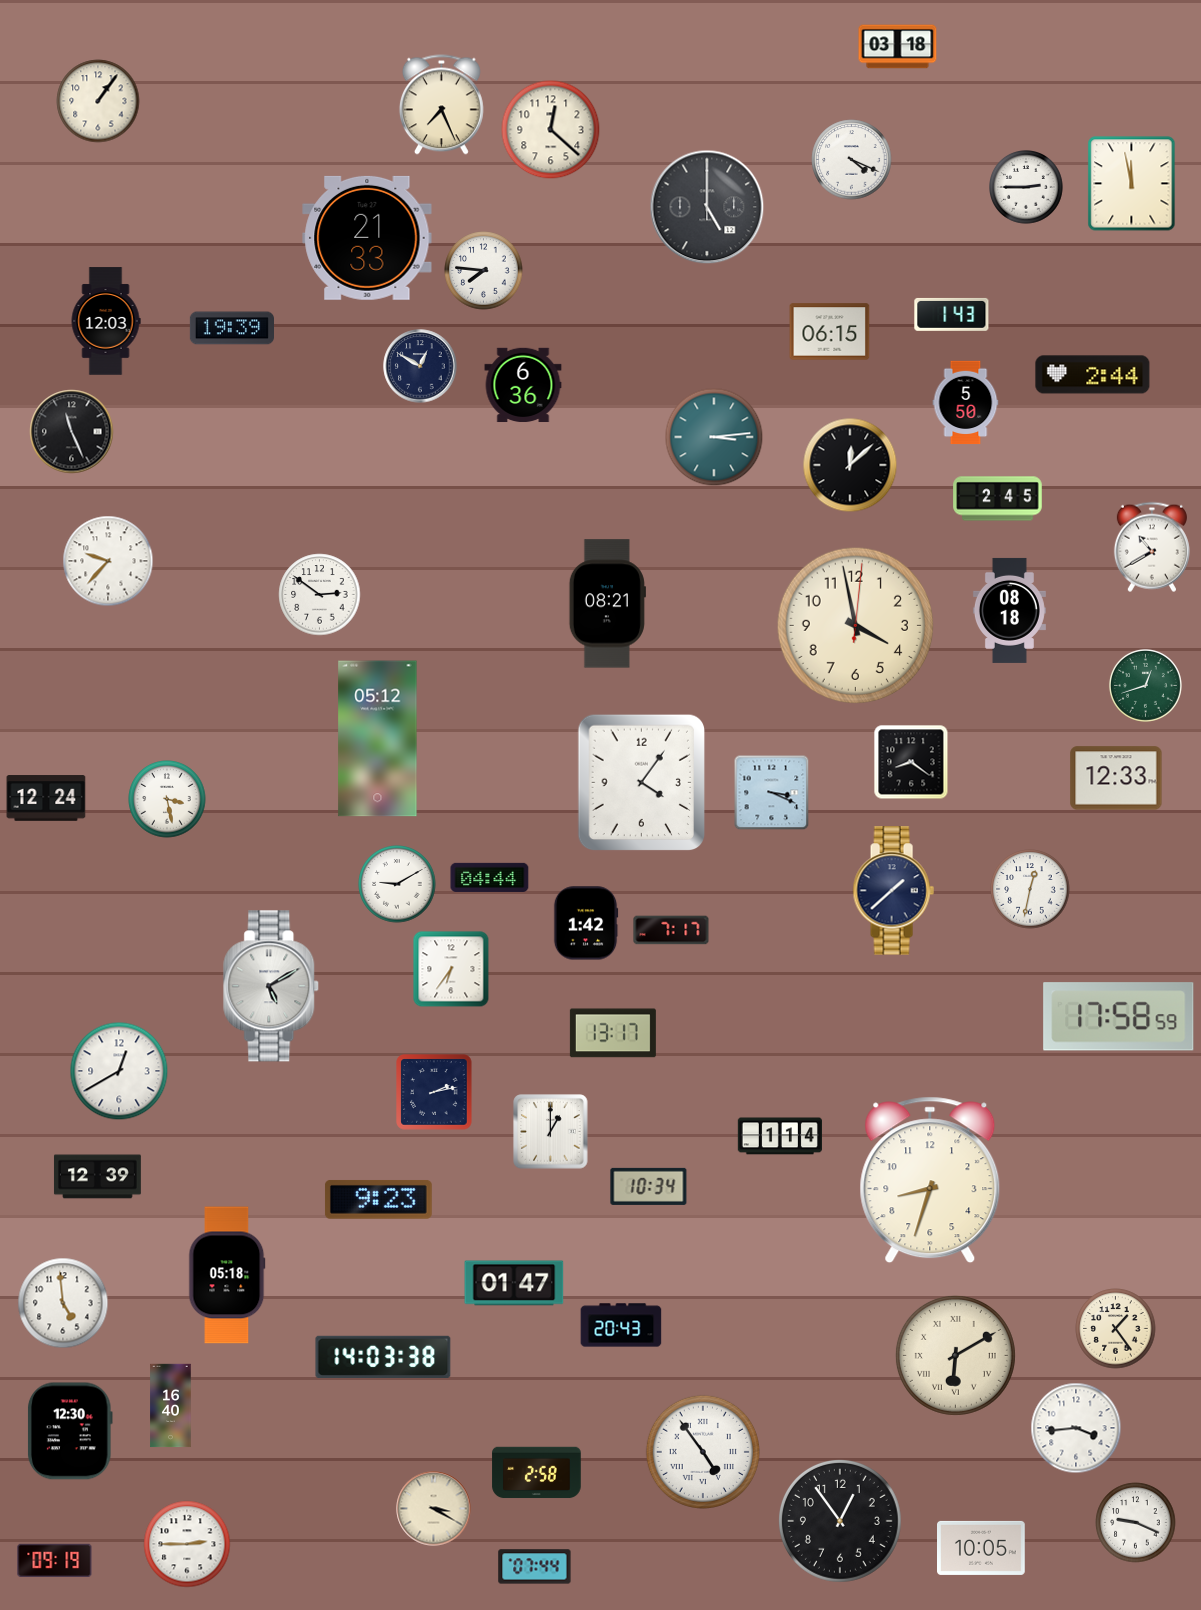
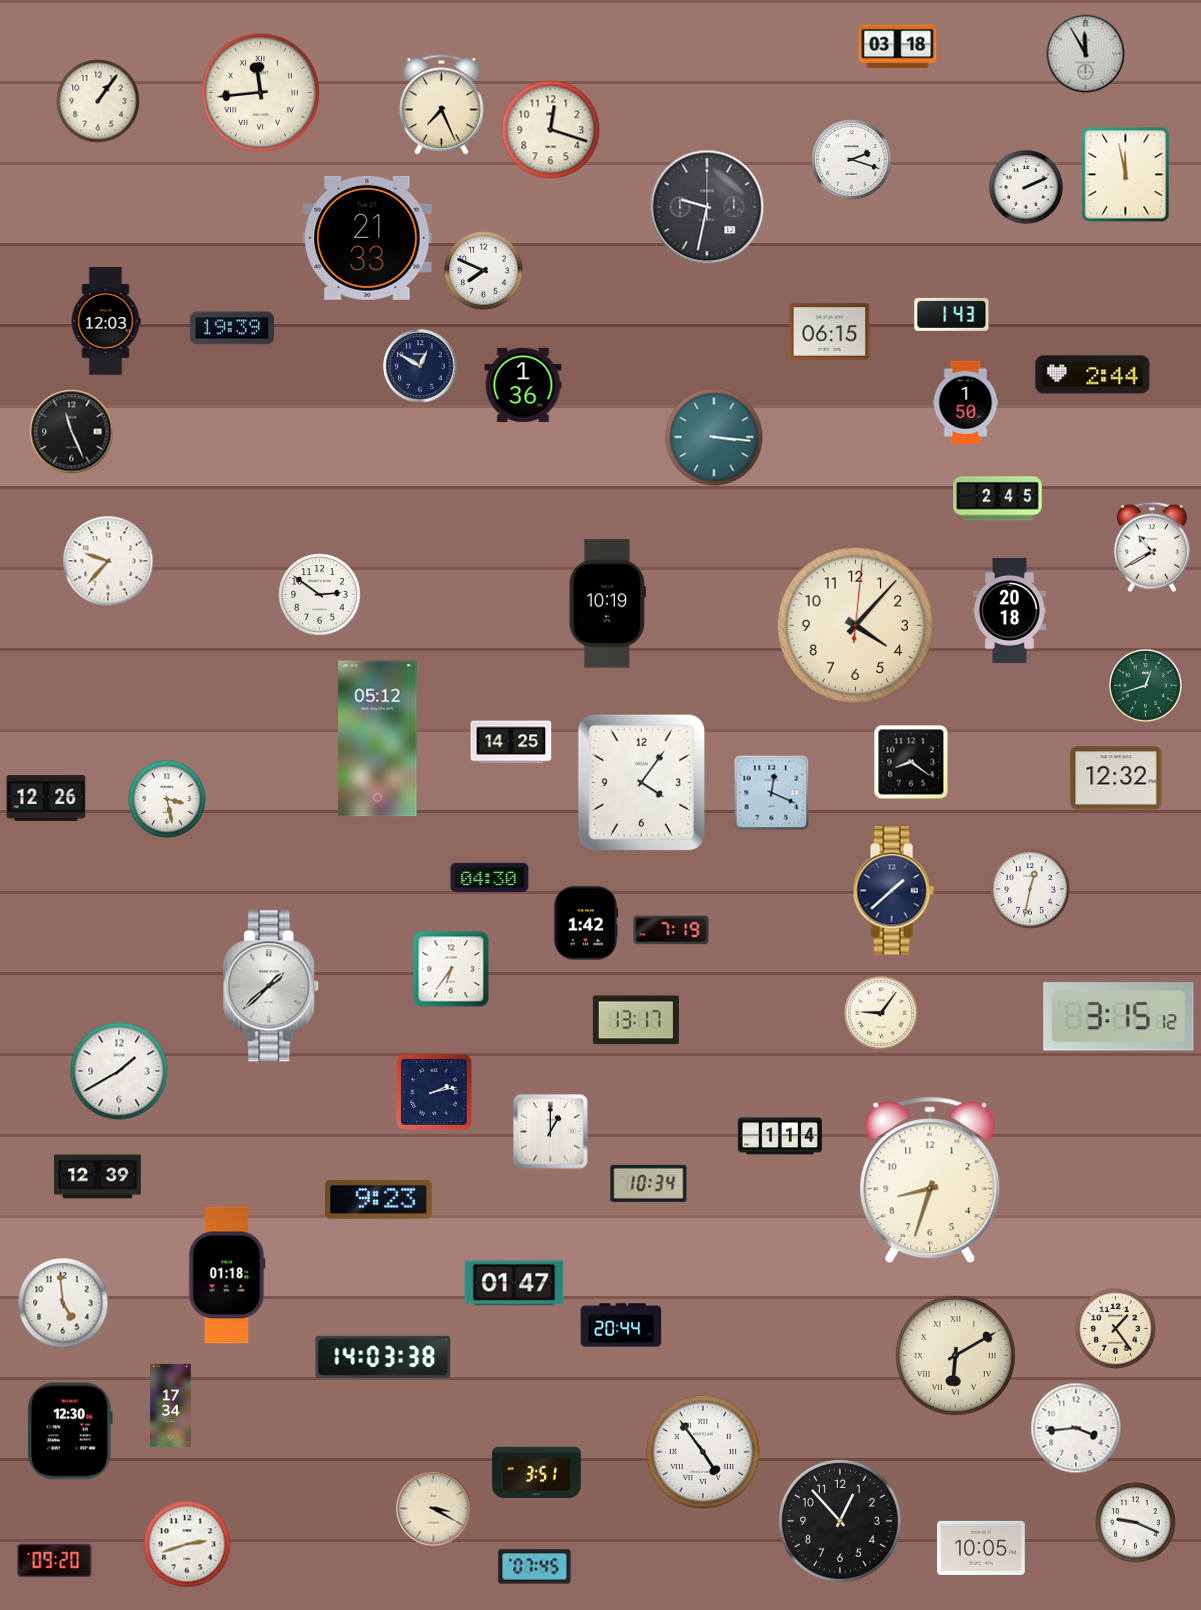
clock at (1086, 54): none -> 11:55
clock at (260, 92): none -> 11:44
clock at (551, 130): 12:22 -> 12:18
clock at (852, 160): 4:19 -> 2:18
clock at (1132, 184) position: (1132, 184) -> (1126, 175)
clock at (1027, 188): 2:45 -> 2:11
clock at (707, 207): 5:00 -> 9:32
clock at (484, 271): 7:46 -> 7:49
clock at (523, 385): 6:36 -> 1:36
clock at (966, 403): 5:50 -> 1:50
clock at (714, 437): 3:14 -> 3:16
clock at (850, 465): 12:08 -> none
clock at (607, 604): 08:21 -> 10:19
clock at (1009, 610): 08:18 -> 20:18
clock at (855, 625): 3:58 -> 4:07
clock at (511, 742): none -> 14:25
clock at (1116, 778): 12:33 -> 12:32
clock at (772, 793): 3:19 -> 12:19
clock at (46, 798): 12:24 -> 12:26
clock at (490, 877): 04:44 -> 04:30
clock at (397, 884): 9:10 -> none
clock at (671, 930): 7:17 -> 7:19
clock at (272, 986): 5:10 -> 1:38
clock at (882, 1014): none -> 9:06
clock at (1119, 1017): 17:58 -> 3:15
clock at (613, 1033) position: (613, 1033) -> (636, 1020)
clock at (119, 1071): 12:40 -> 1:40
clock at (649, 1186) position: (649, 1186) -> (649, 1183)
clock at (227, 1275): 05:18 -> 01:18
clock at (621, 1325): 20:43 -> 20:44
clock at (171, 1406): 16:40 -> 17:34
clock at (537, 1473): 2:58 -> 3:51
clock at (841, 1522): 12:54 -> 12:53
clock at (187, 1544): 2:45 -> 2:42
clock at (55, 1560): 09:19 -> 09:20
clock at (535, 1567): 07:44 -> 07:45
